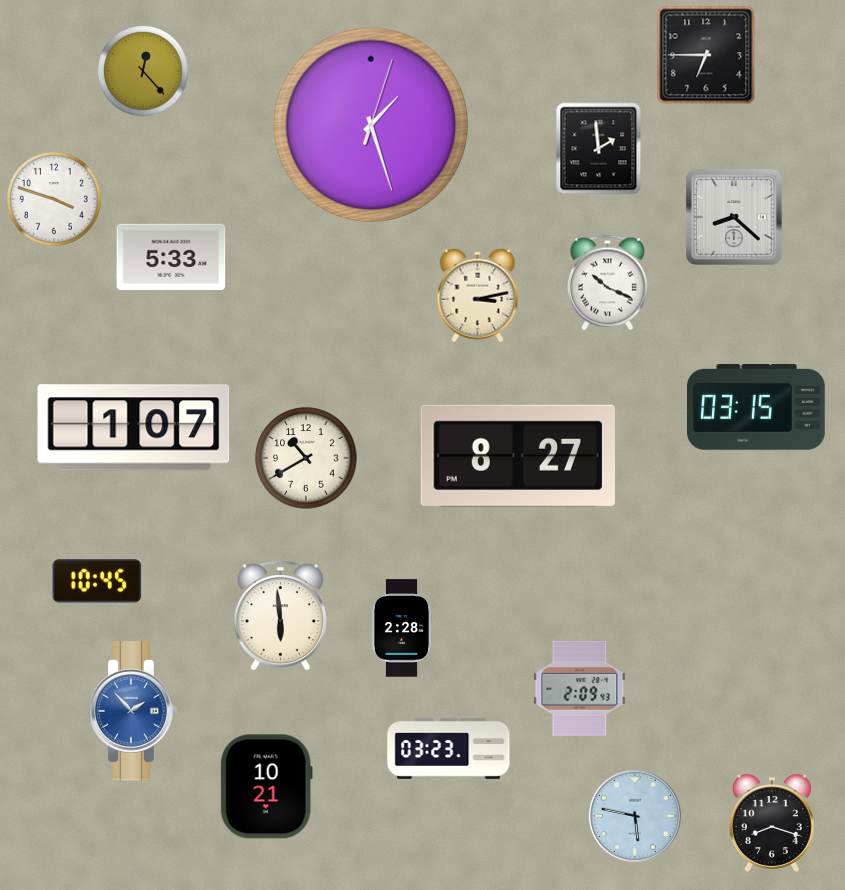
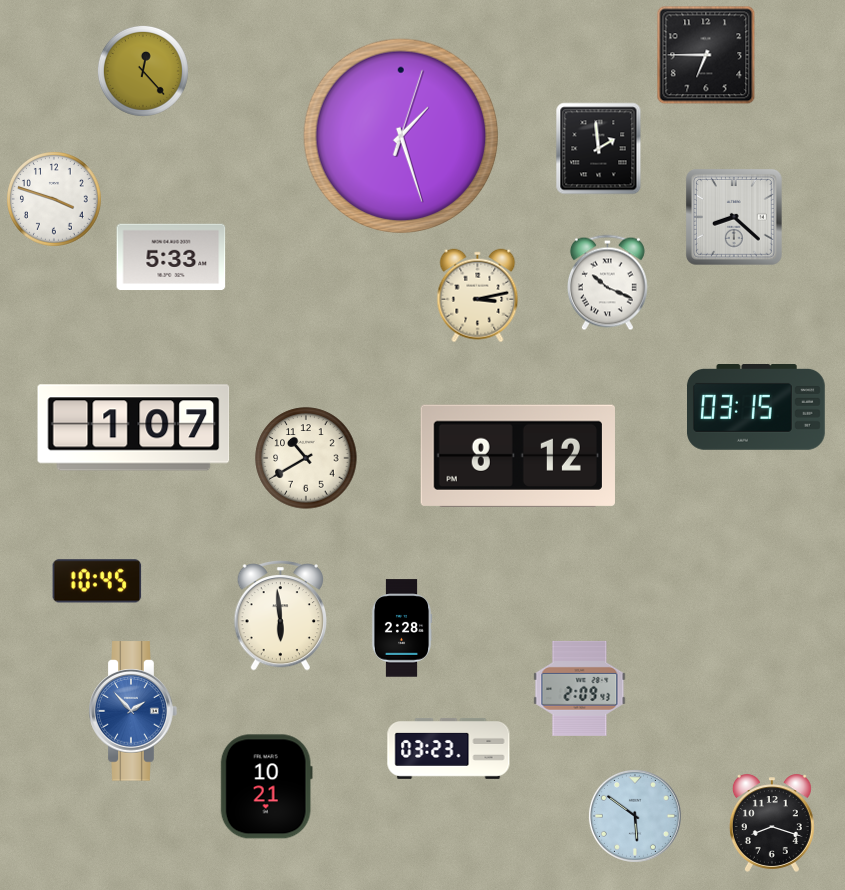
clock at (370, 124) position: (370, 124) -> (400, 135)
clock at (518, 455): 8:27 -> 8:12
clock at (635, 816): 5:47 -> 5:51
